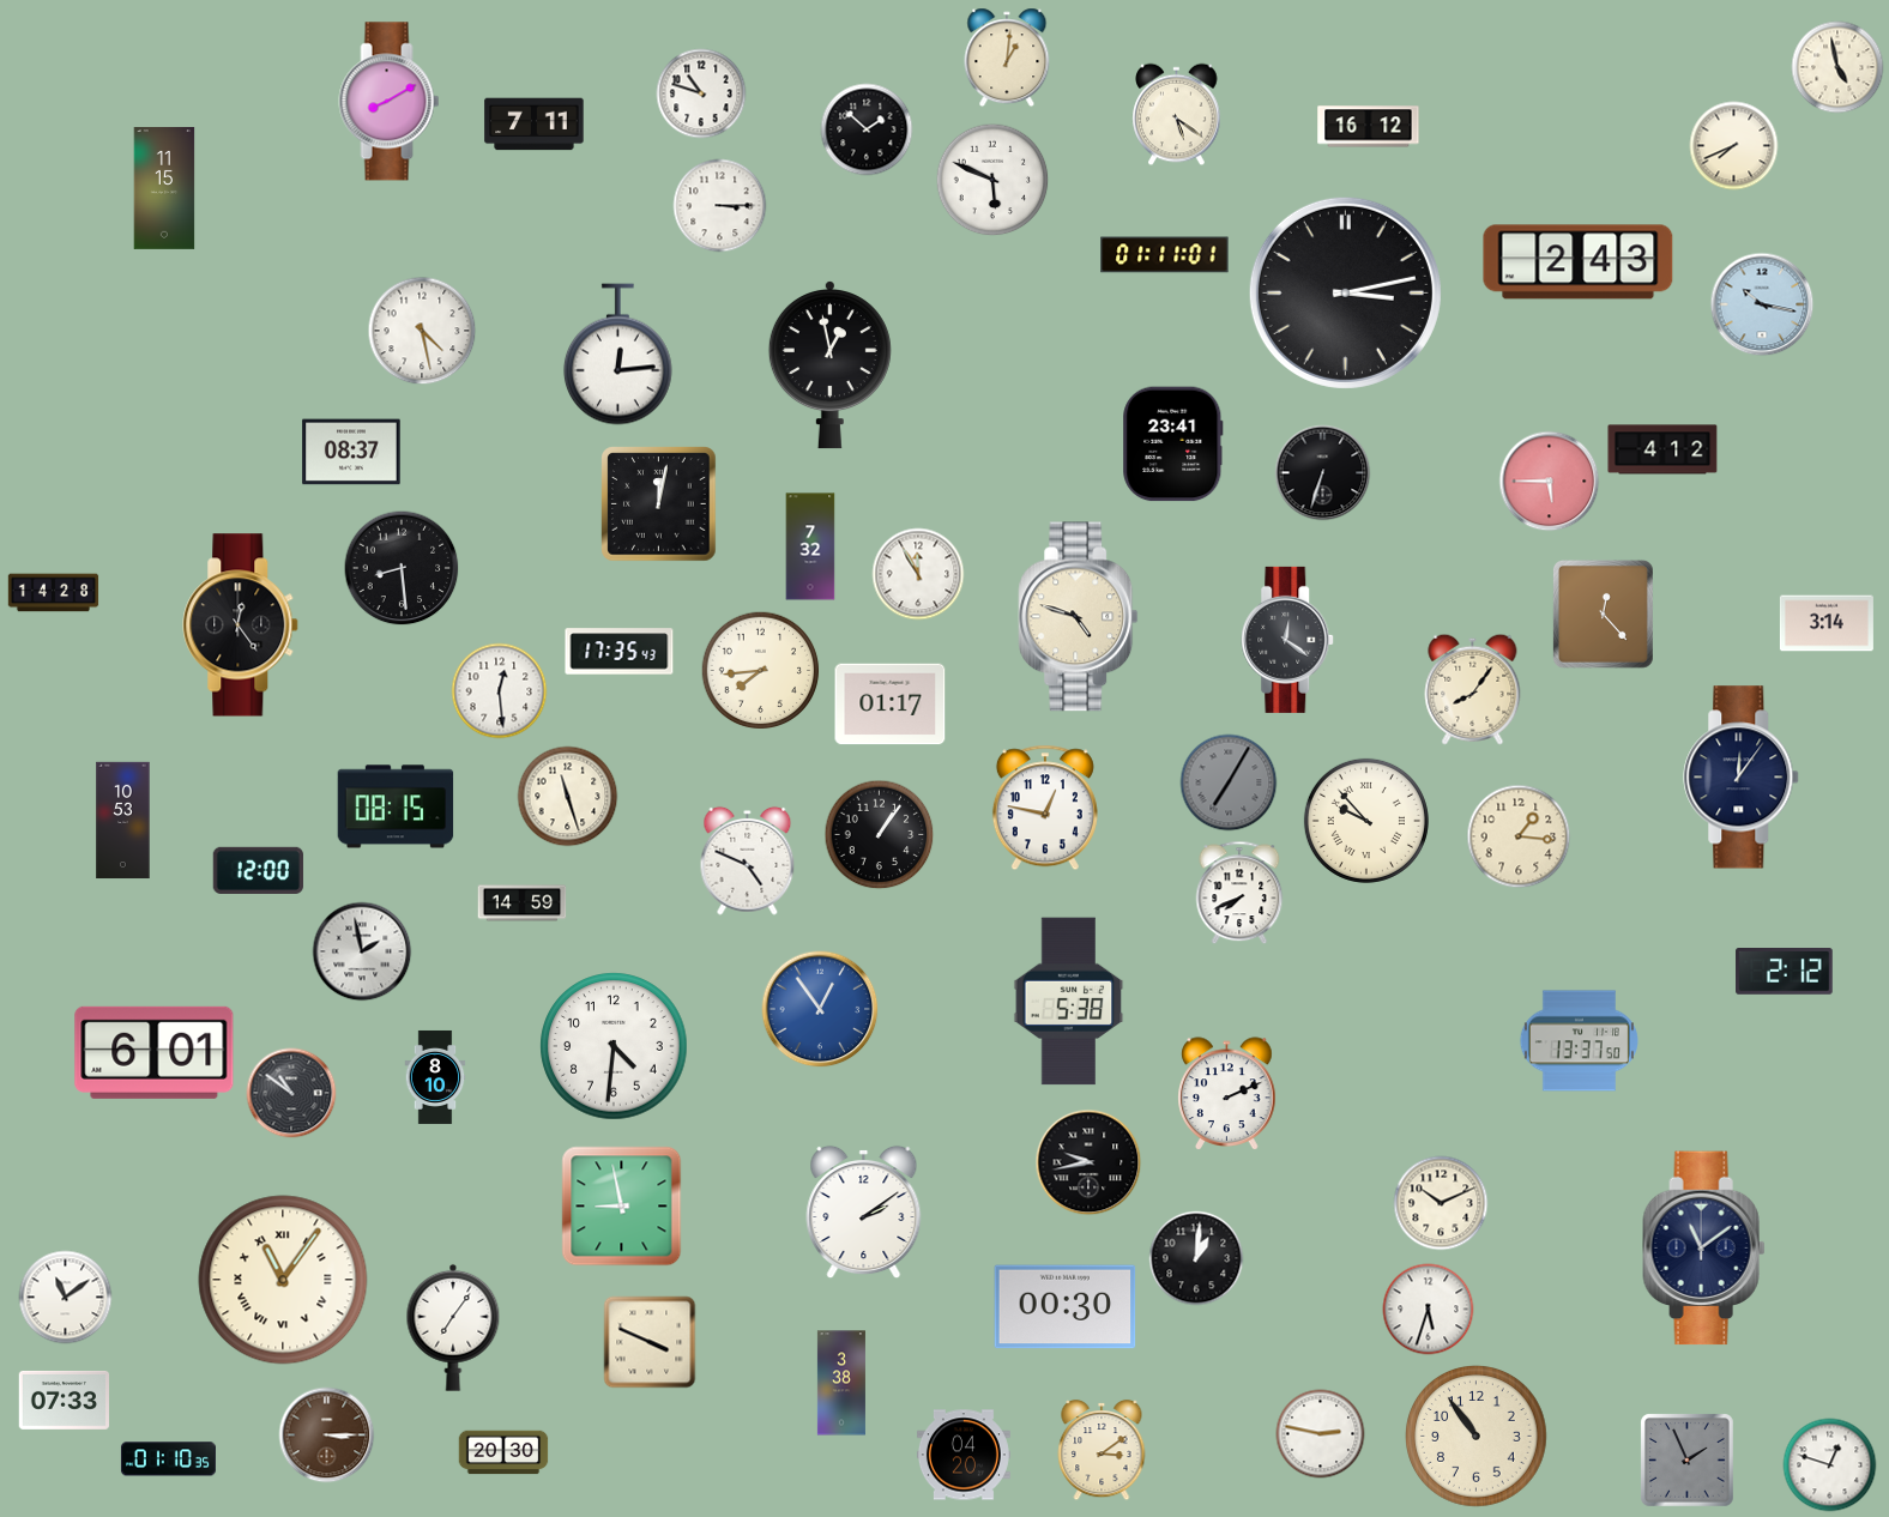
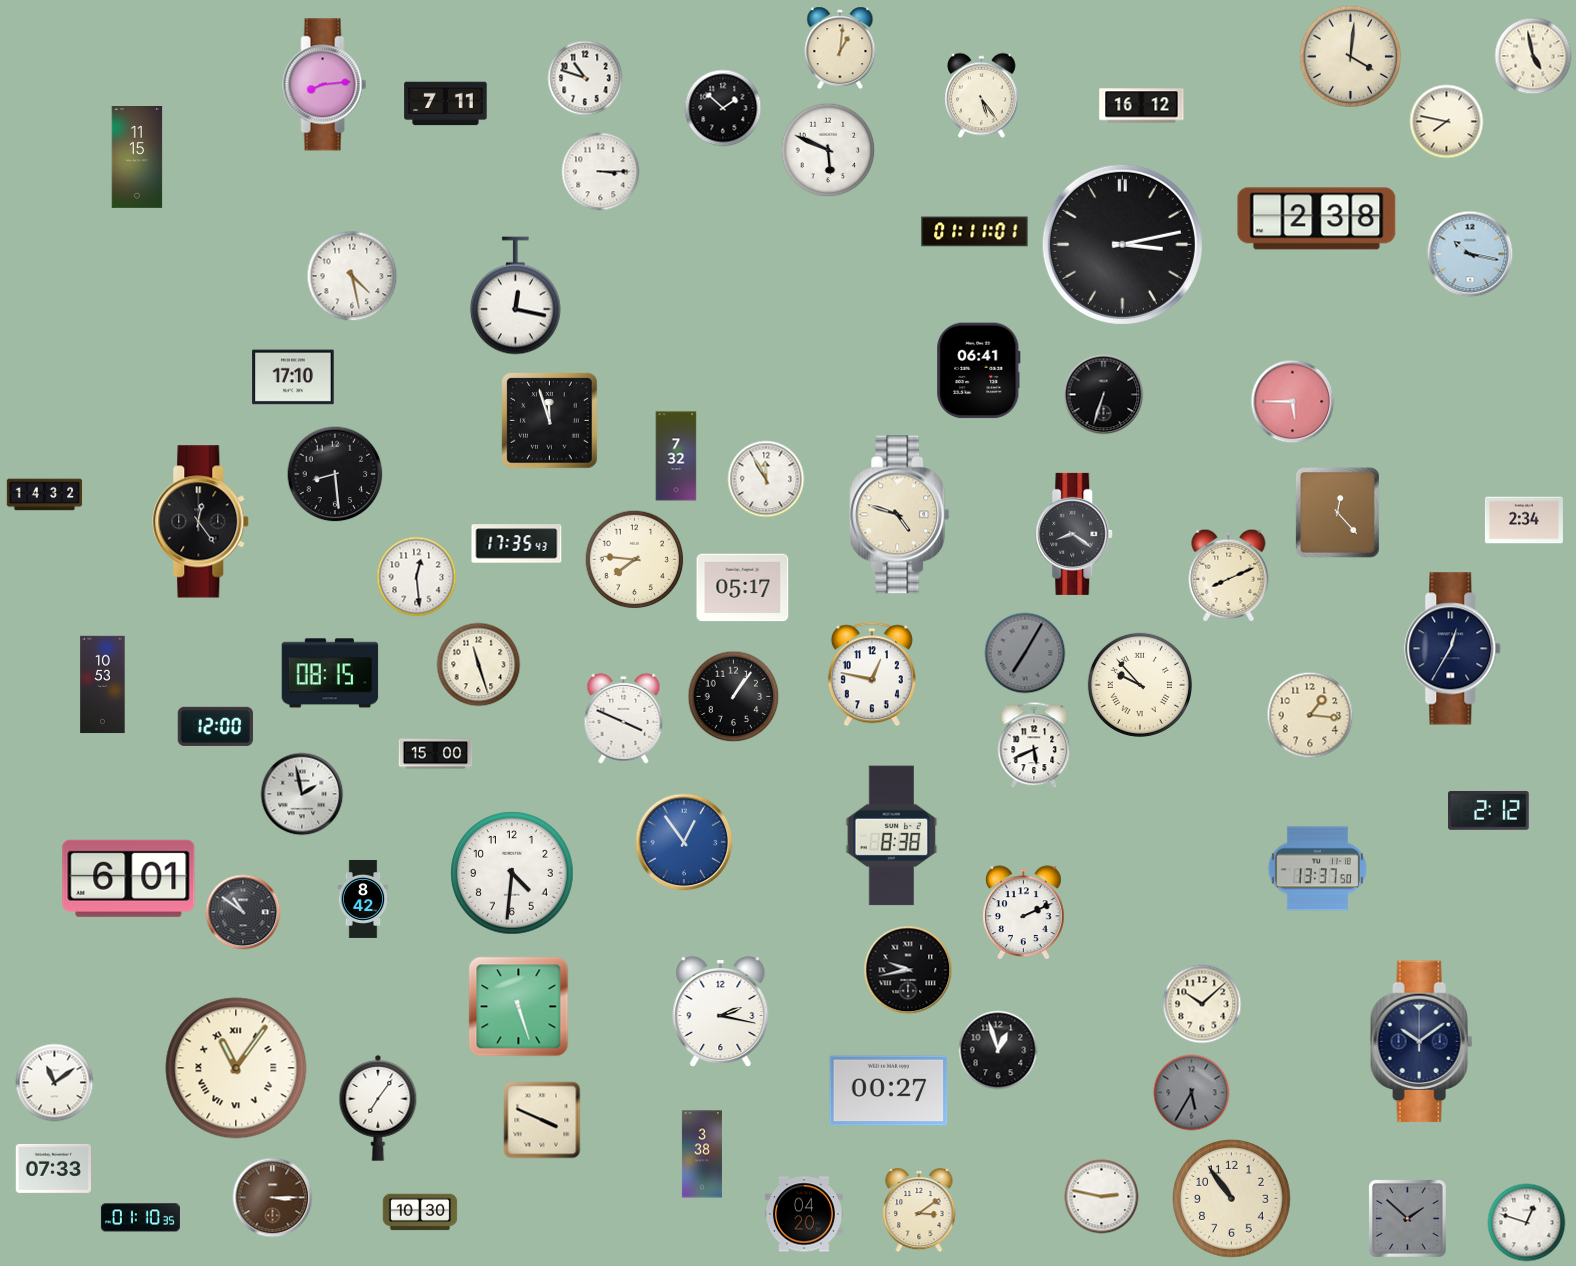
clock at (1350, 56): none -> 4:01
clock at (390, 102): 8:10 -> 8:14
clock at (1177, 115): 5:21 -> 5:24
clock at (1734, 146): 7:41 -> 7:47
clock at (1165, 255) position: (1165, 255) -> (975, 232)
clock at (1579, 262): 2:43 -> 2:38
clock at (617, 355): 12:14 -> 12:17
clock at (829, 365): 12:58 -> none
clock at (1173, 445): 23:41 -> 06:41
clock at (1662, 449): 4:12 -> none
clock at (351, 452): 08:37 -> 17:10
clock at (659, 504): 12:02 -> 11:57
clock at (54, 593): 14:28 -> 14:32
clock at (1827, 623): 3:14 -> 2:34
clock at (1288, 640): 12:21 -> 8:21
clock at (761, 671): 7:44 -> 7:46
clock at (1473, 689): 8:06 -> 8:11
clock at (891, 705): 01:17 -> 05:17
clock at (1742, 778): 12:06 -> 12:35
clock at (568, 797) position: (568, 797) -> (479, 665)
clock at (1519, 836) position: (1519, 836) -> (1310, 715)
clock at (748, 860): 4:49 -> 3:49
clock at (1239, 893): 7:41 -> 5:41
clock at (523, 903): 14:59 -> 15:00
clock at (1069, 1002): 5:38 -> 8:38
clock at (435, 1077): 8:10 -> 8:42
clock at (1441, 1203): 10:11 -> 10:08
clock at (622, 1207): 8:58 -> 5:27
clock at (864, 1213): 2:09 -> 2:17
clock at (1704, 1249): 11:09 -> 10:09
clock at (1196, 1258): 1:01 -> 12:57
clock at (1066, 1307): 00:30 -> 00:27
clock at (1429, 1310): 5:33 -> 5:35
clock at (1429, 1310) dial: white -> grey
clock at (503, 1452): 20:30 -> 10:30
clock at (1688, 1461): 1:56 -> 1:52
